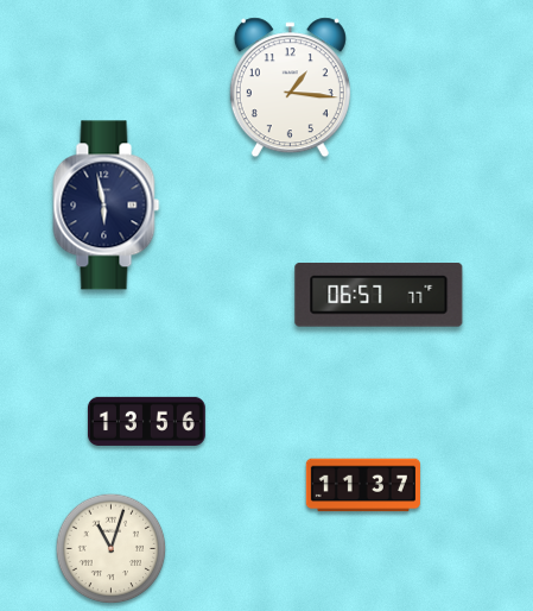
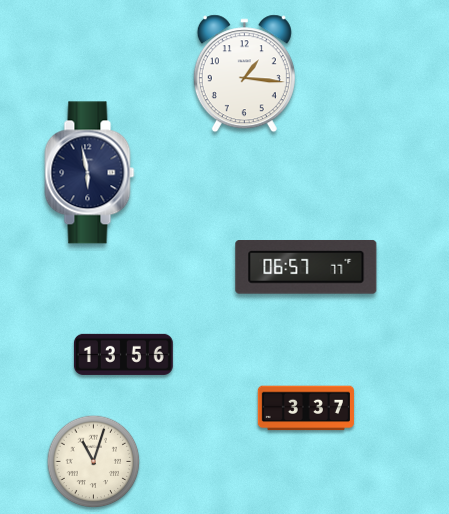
clock at (379, 296) position: (379, 296) -> (306, 268)
clock at (363, 485): 11:37 -> 3:37
